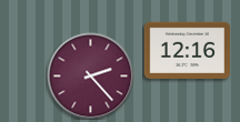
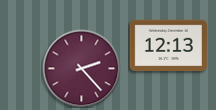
clock at (187, 50): 12:16 -> 12:13
